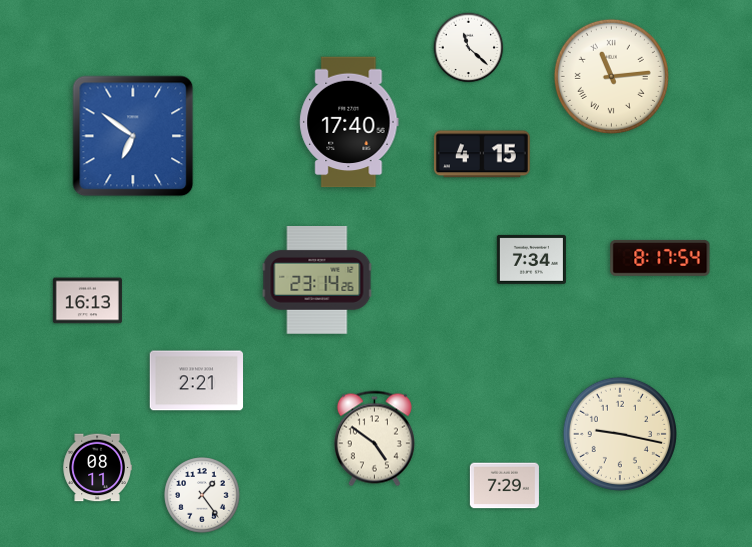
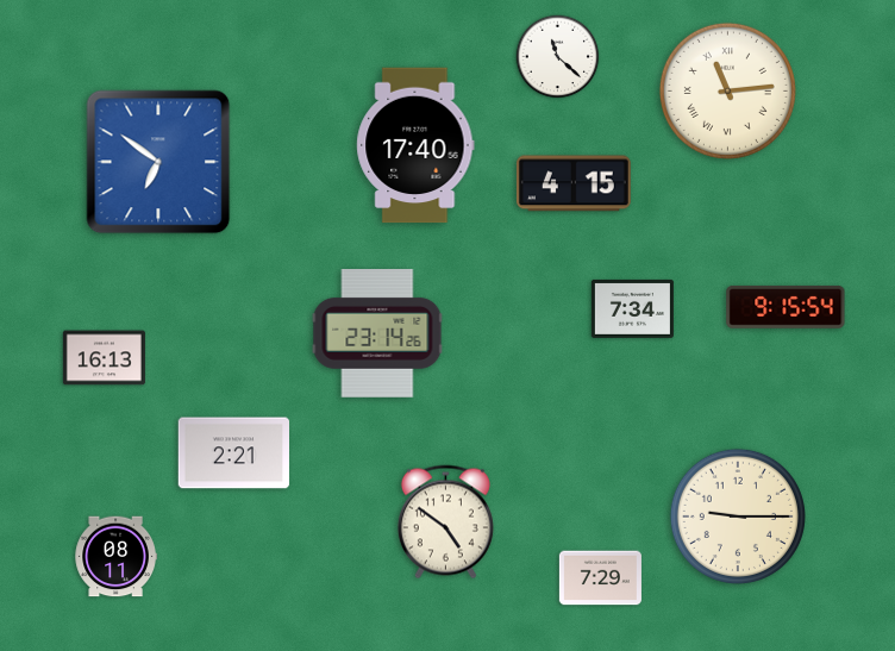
clock at (660, 258): 8:17 -> 9:15
clock at (620, 434): 9:17 -> 9:15
clock at (202, 495): 1:24 -> none
